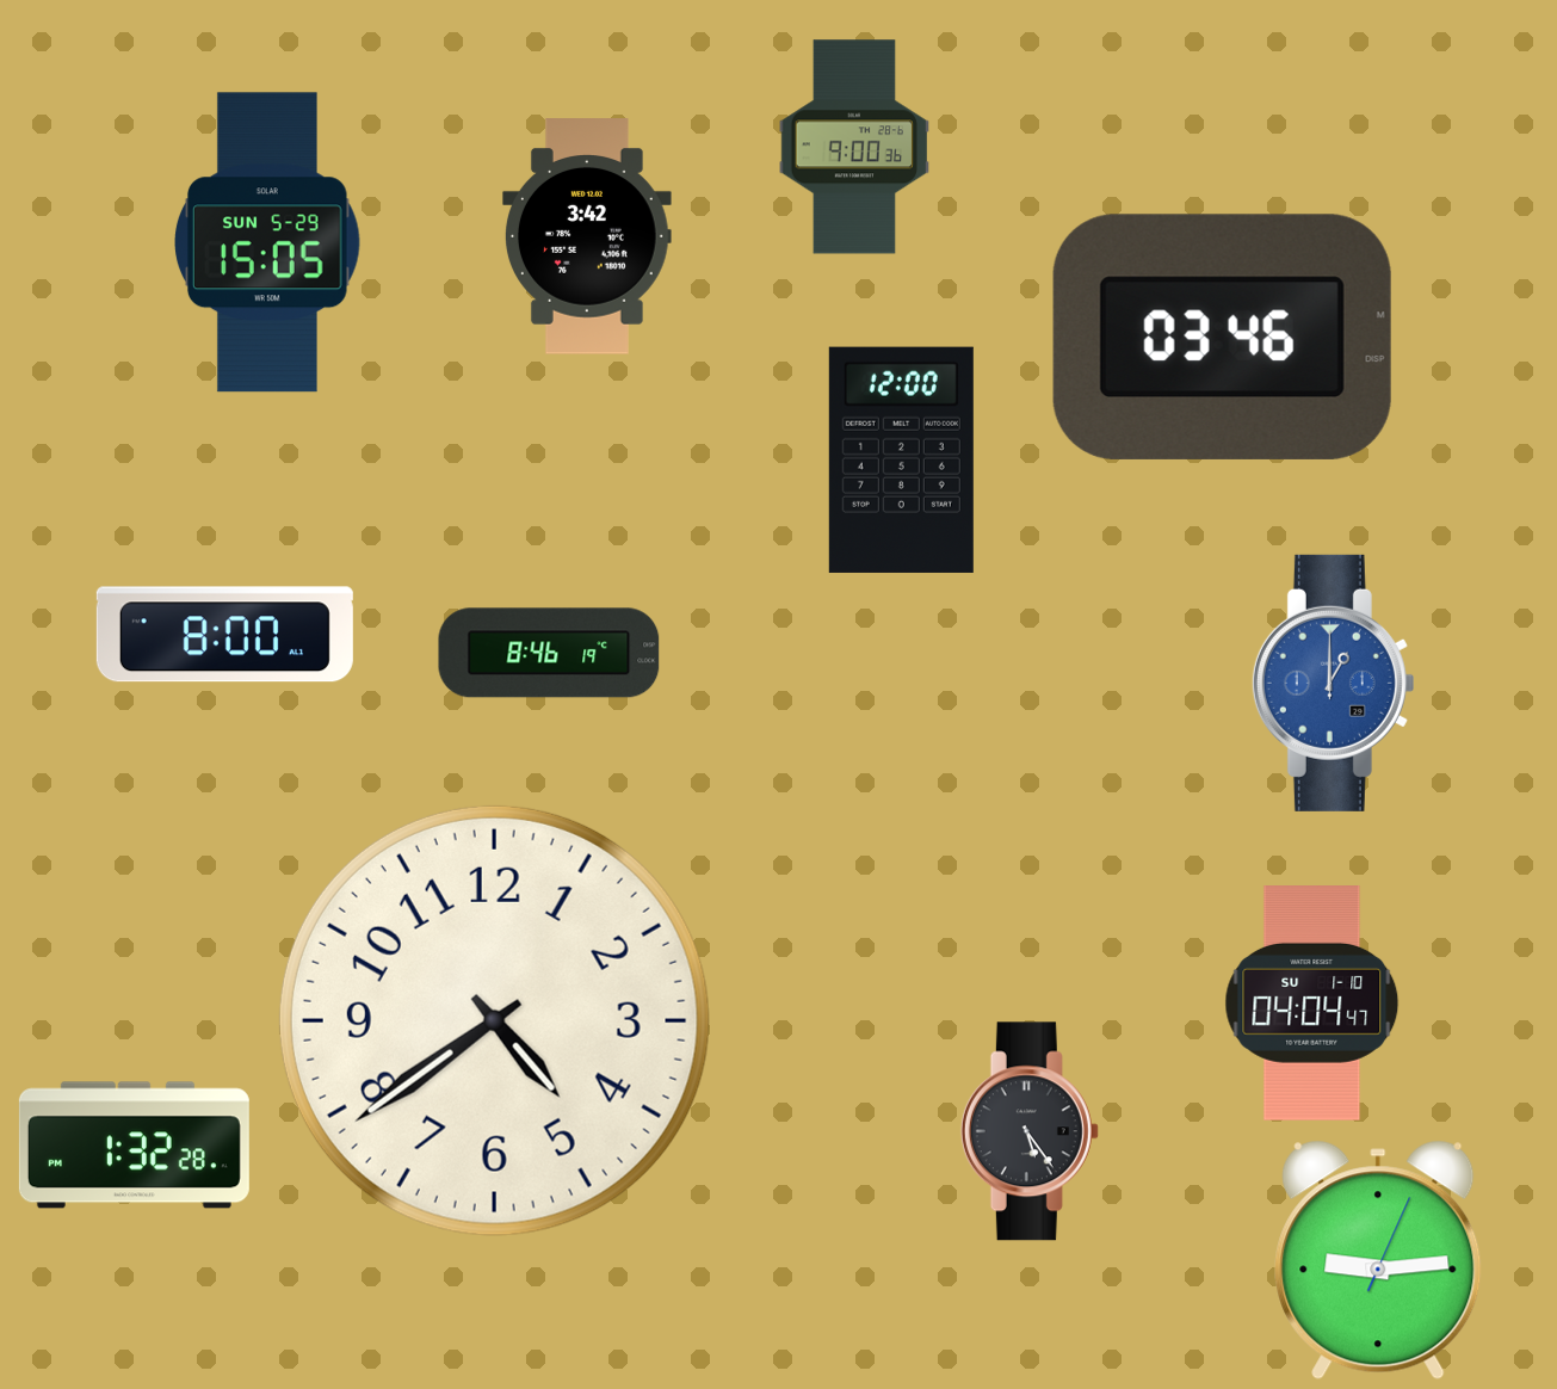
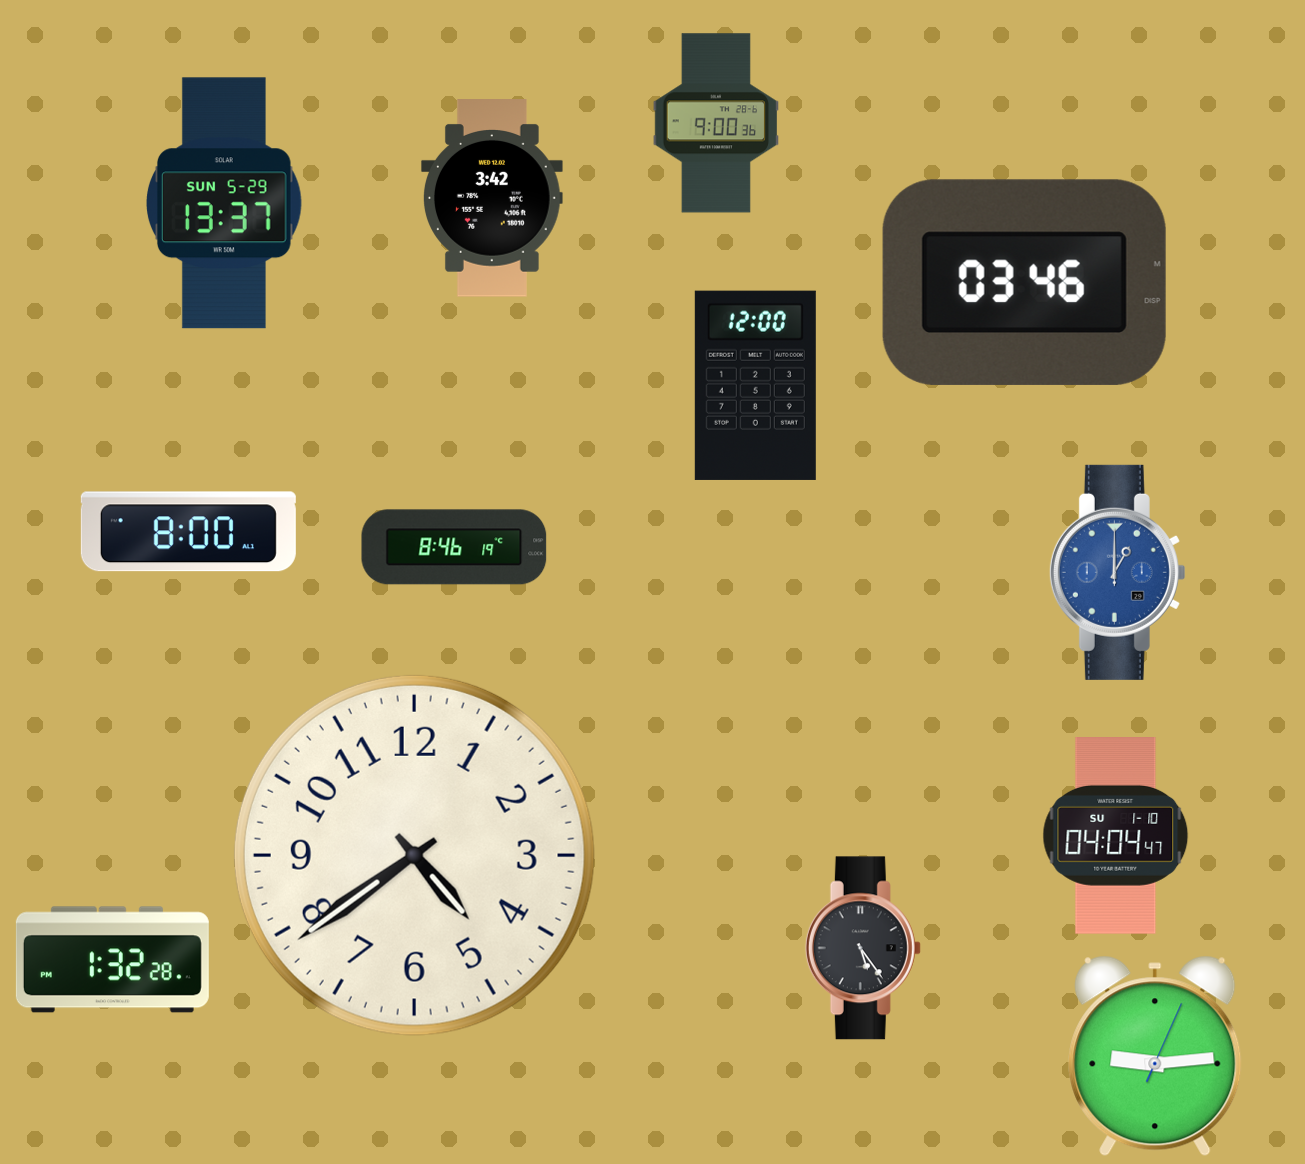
clock at (268, 242): 15:05 -> 13:37
clock at (549, 653) position: (549, 653) -> (454, 547)
clock at (1312, 1004) position: (1312, 1004) -> (1116, 836)
